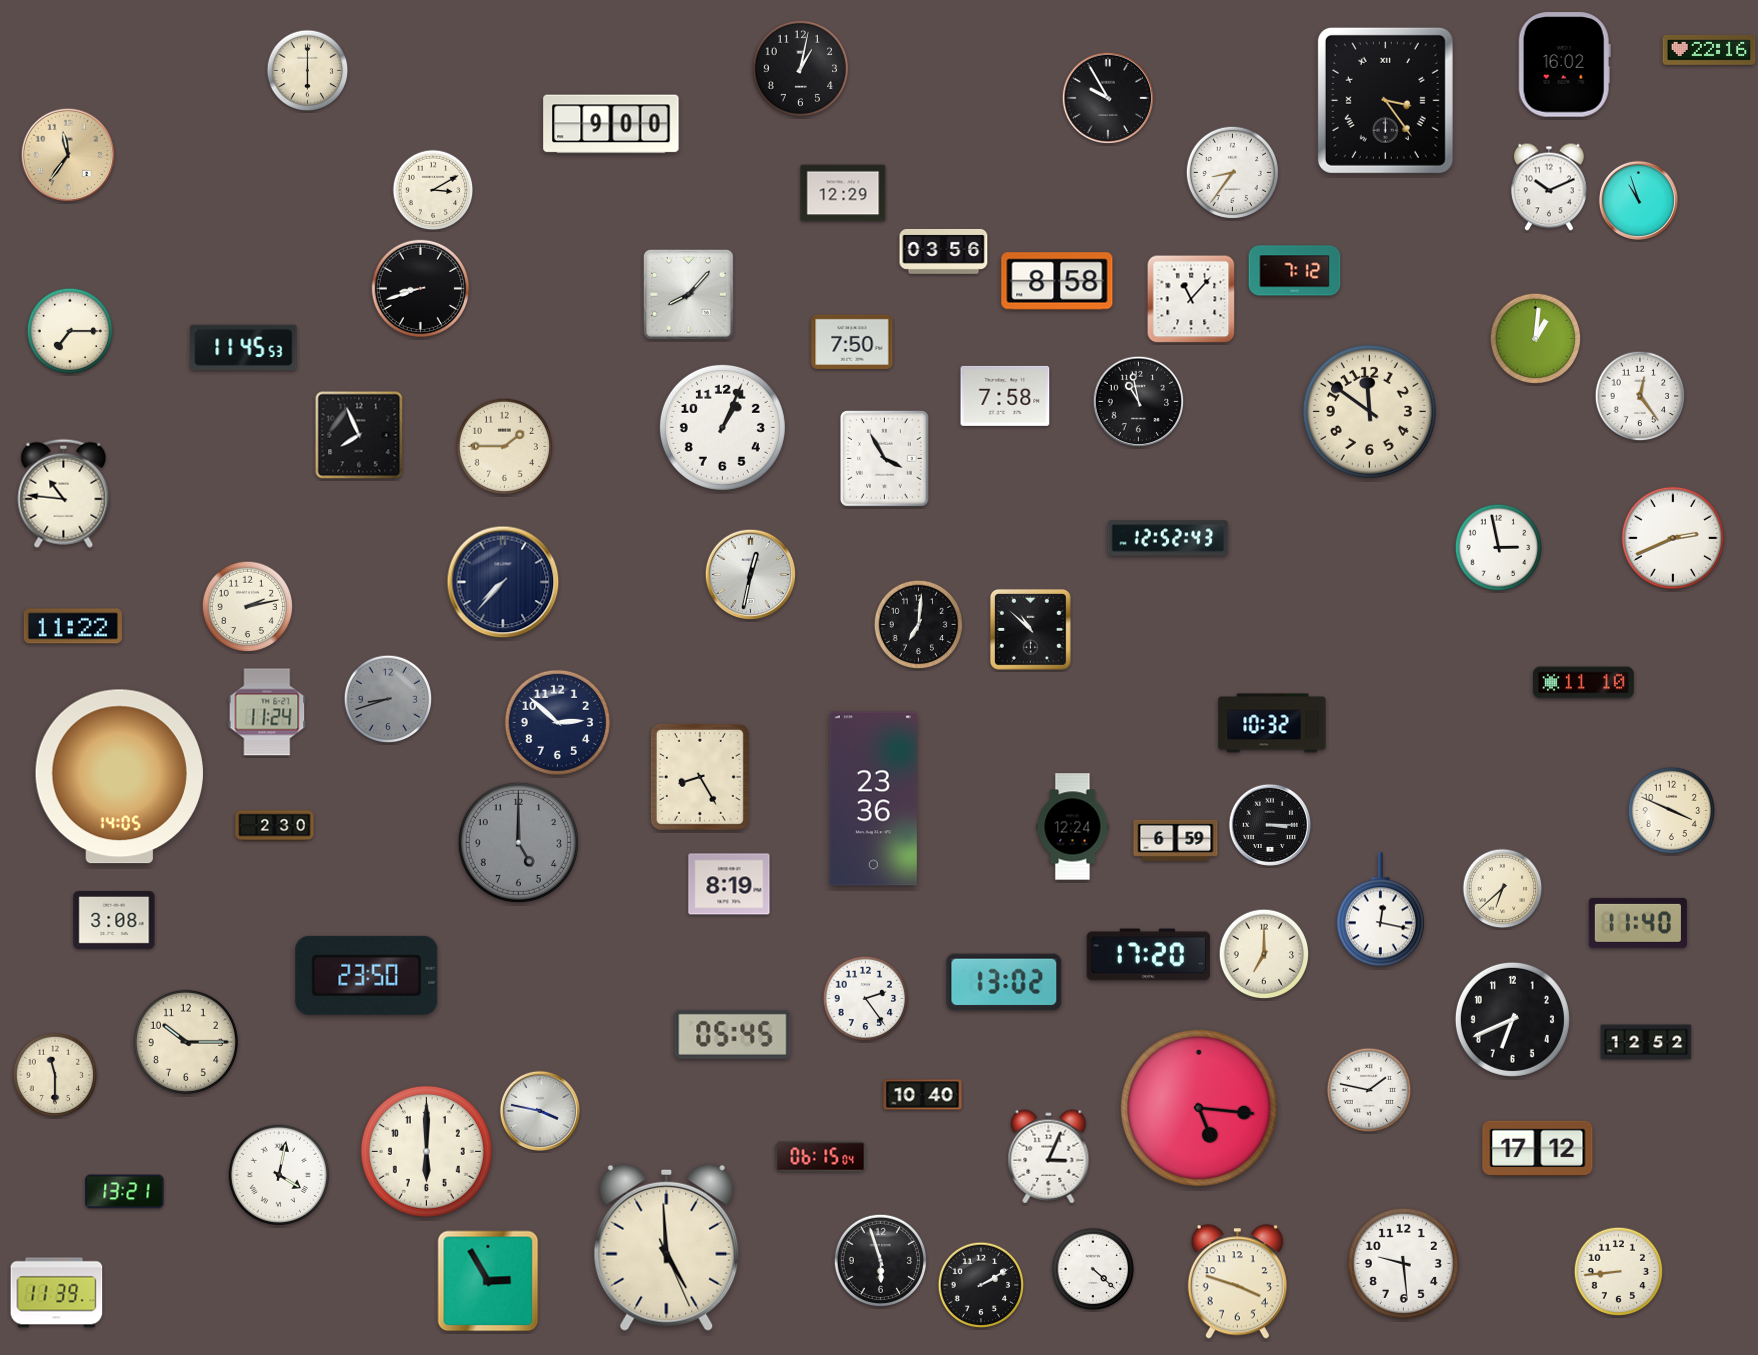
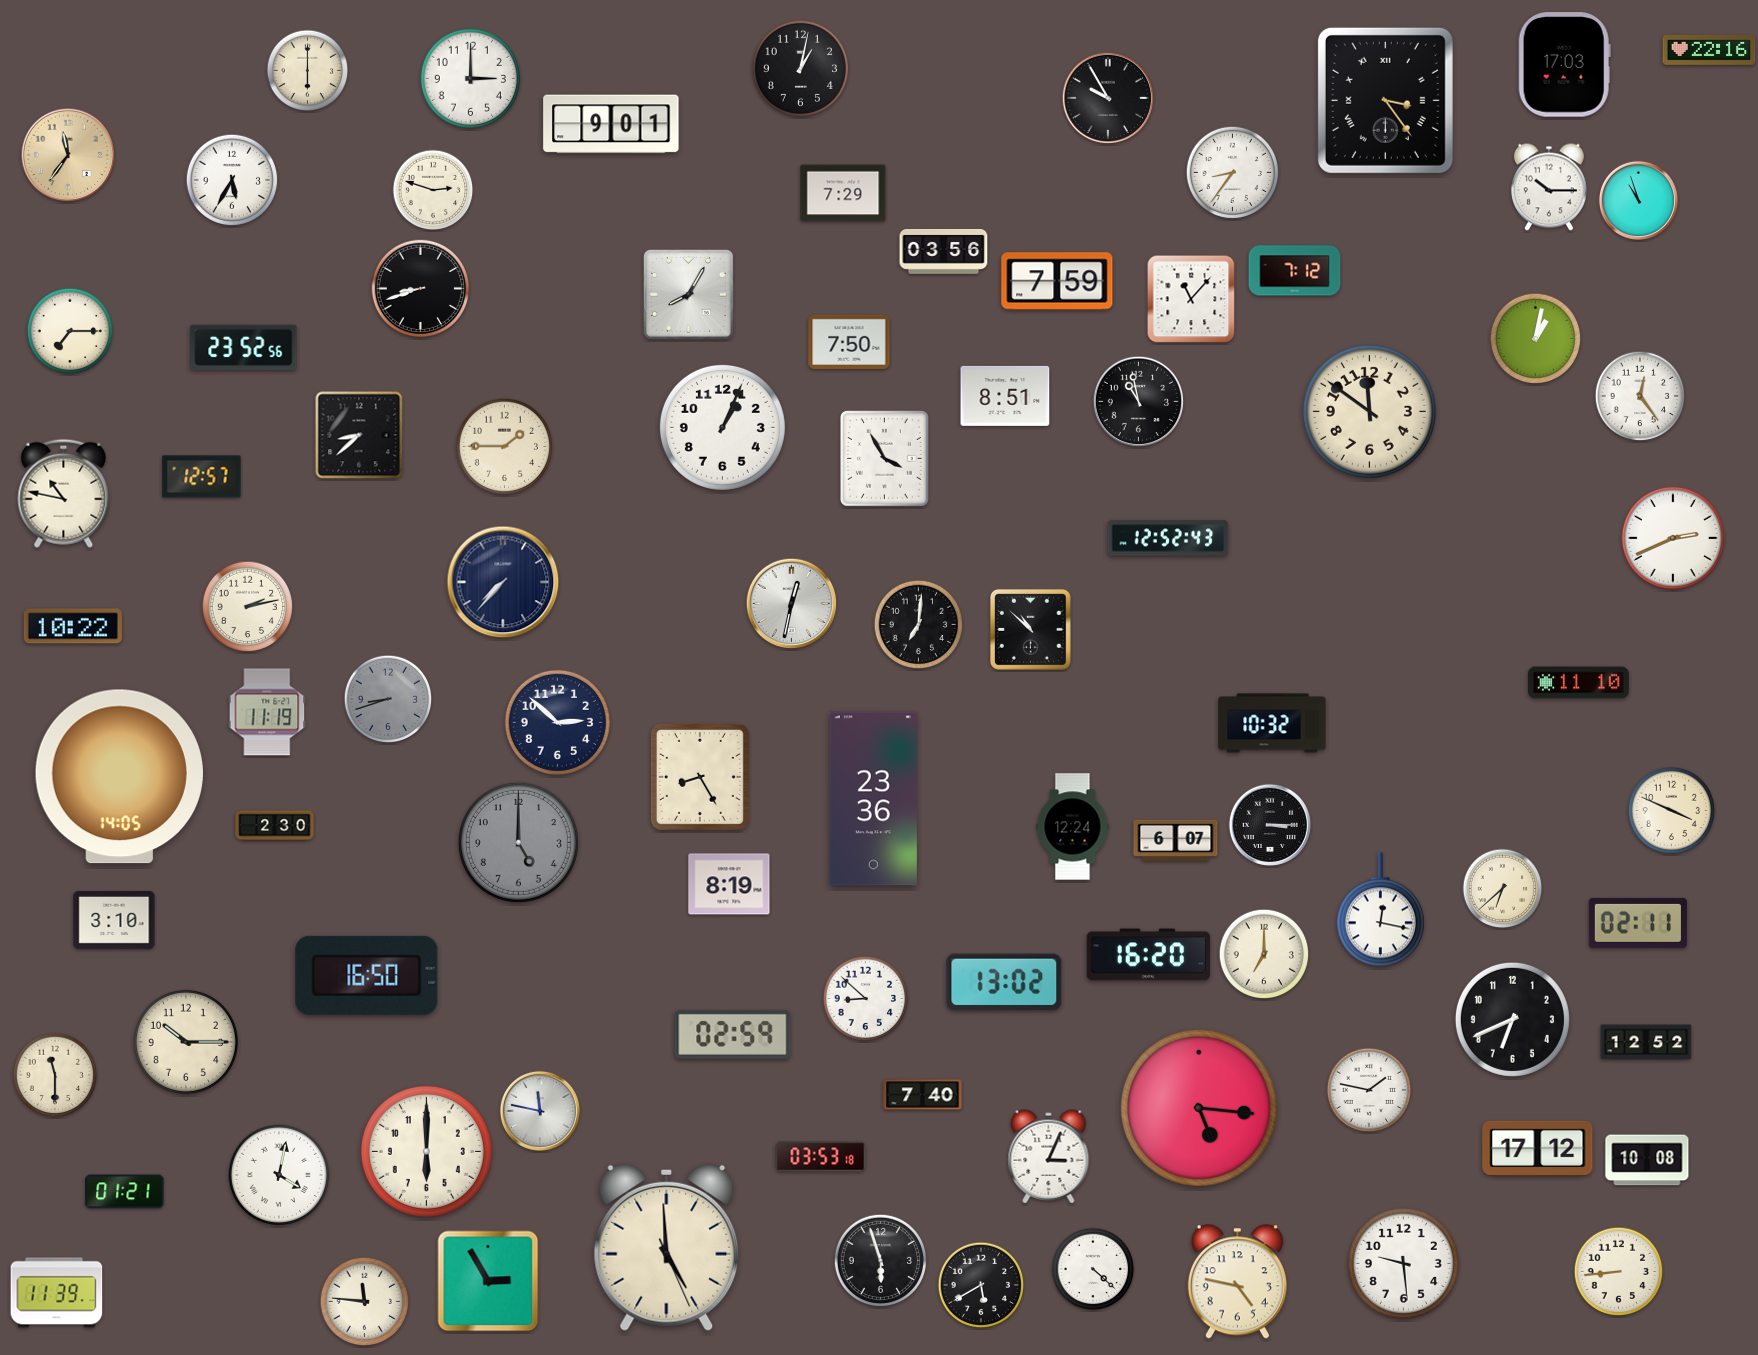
clock at (1564, 65): 16:02 -> 17:03
clock at (470, 78): none -> 3:00
clock at (611, 124): 9:00 -> 9:01
clock at (232, 180): none -> 5:35
clock at (1549, 187): 10:11 -> 10:15
clock at (433, 190): 3:10 -> 2:48
clock at (843, 193): 12:29 -> 7:29
clock at (1057, 281): 8:58 -> 7:59
clock at (688, 294): 8:07 -> 8:05
clock at (1536, 339): 1:01 -> 1:02
clock at (852, 342) position: (852, 342) -> (849, 342)
clock at (244, 348): 11:45 -> 23:52
clock at (1005, 396): 7:58 -> 8:51
clock at (359, 435): 7:56 -> 8:38
clock at (202, 477): none -> 12:57
clock at (64, 493): 10:46 -> 10:47
clock at (1499, 548): 2:58 -> none
clock at (751, 575) position: (751, 575) -> (792, 604)
clock at (73, 626): 11:22 -> 10:22
clock at (1583, 683) position: (1583, 683) -> (1578, 683)
clock at (267, 712): 11:24 -> 11:19
clock at (1176, 840): 6:59 -> 6:07
clock at (114, 920): 3:08 -> 3:10
clock at (1638, 923): 11:40 -> 02:11
clock at (1149, 955): 17:20 -> 16:20
clock at (367, 975): 23:50 -> 16:50
clock at (866, 999): 2:24 -> 8:52
clock at (733, 1034): 05:45 -> 02:59
clock at (923, 1095): 10:40 -> 7:40
clock at (540, 1111): 3:47 -> 11:47
clock at (821, 1157): 06:15 -> 03:53
clock at (1647, 1160): none -> 10:08
clock at (125, 1192): 13:21 -> 01:21
clock at (1237, 1282): 3:48 -> 4:47
clock at (981, 1285): 2:10 -> 5:40
clock at (365, 1302): none -> 11:46
